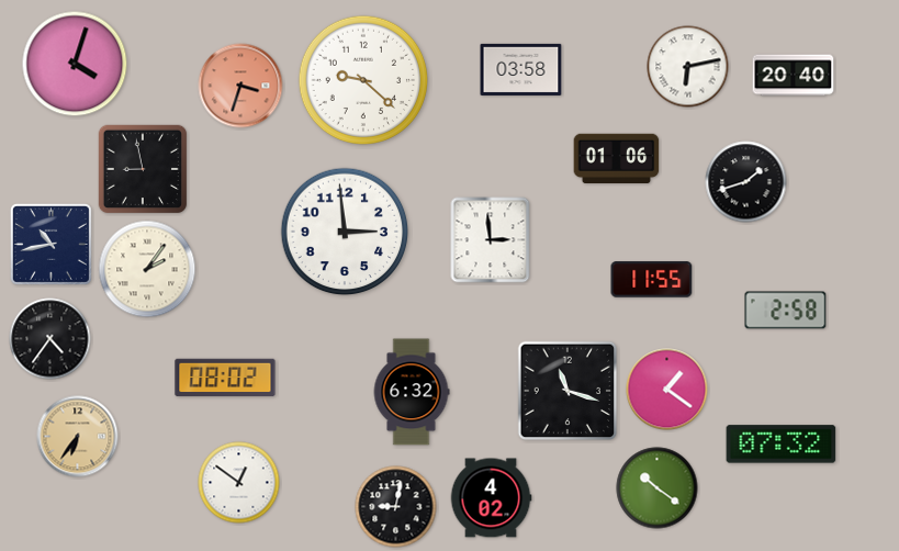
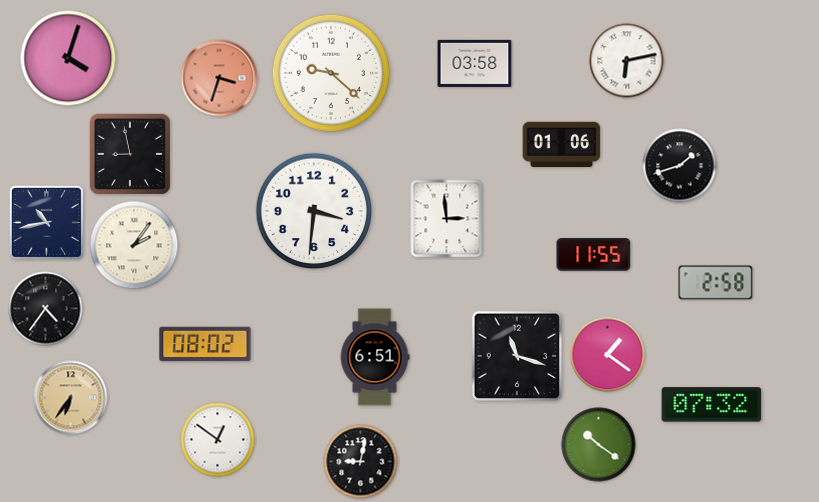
clock at (794, 76): 20:40 -> none
clock at (345, 232): 2:59 -> 3:31
clock at (412, 392): 6:32 -> 6:51
clock at (491, 498): 4:02 -> none
